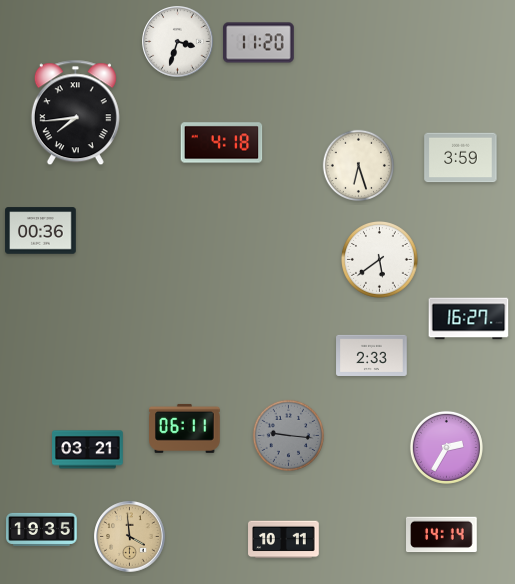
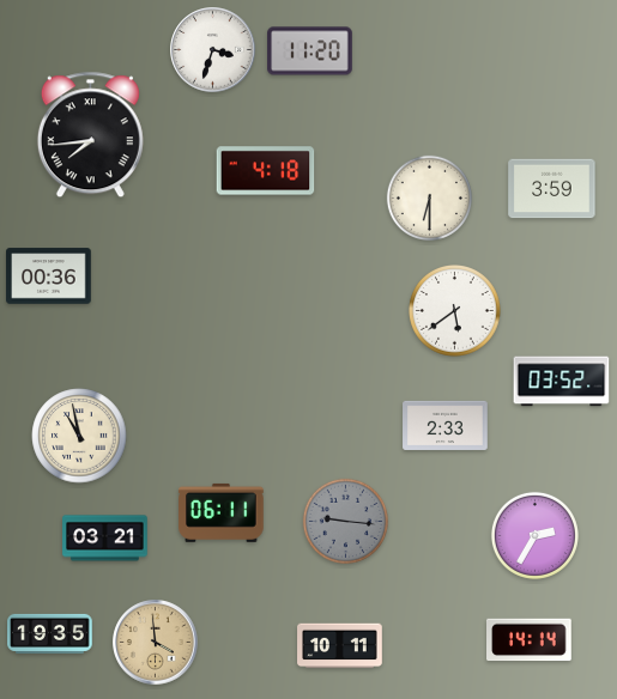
clock at (358, 165): 6:27 -> 6:30
clock at (469, 319): 16:27 -> 03:52
clock at (79, 436): none -> 10:58
